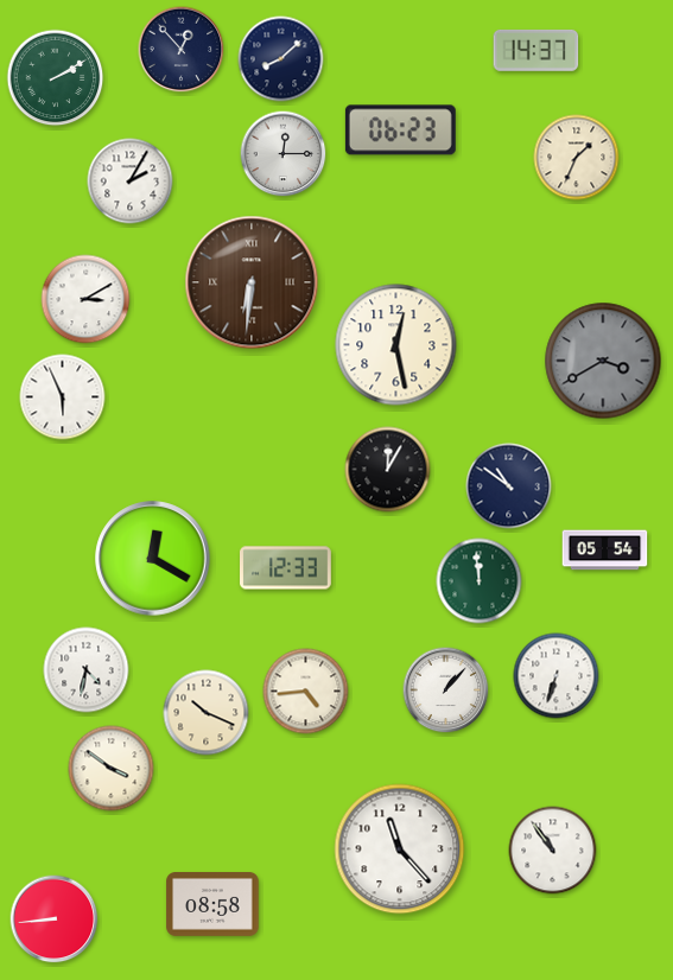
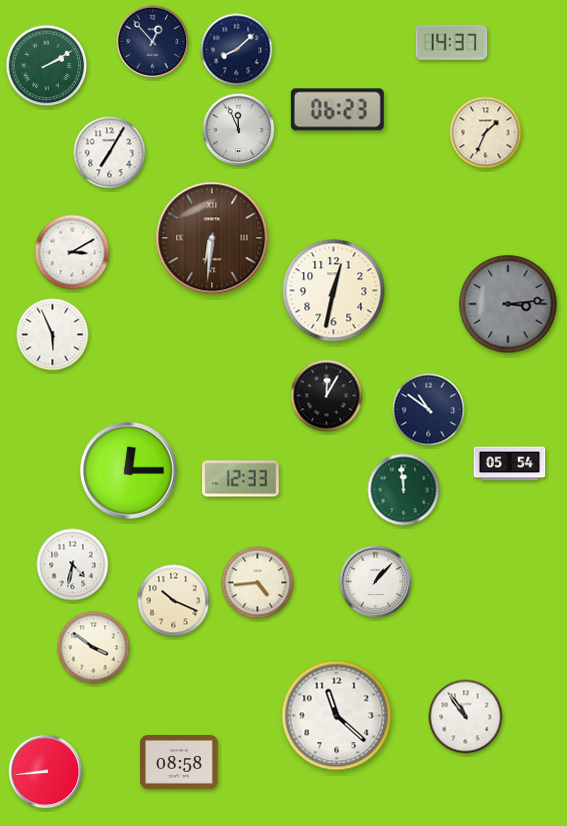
clock at (284, 154): 12:15 -> 11:56
clock at (131, 182): 2:05 -> 7:05
clock at (396, 345): 12:28 -> 12:32
clock at (603, 361): 3:40 -> 3:14
clock at (153, 559): 12:20 -> 12:15
clock at (557, 676): 6:33 -> none
clock at (400, 849): 11:23 -> 11:22
clock at (55, 919) position: (55, 919) -> (46, 772)
